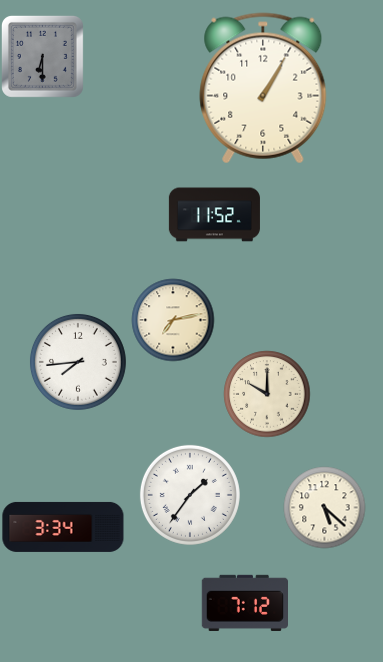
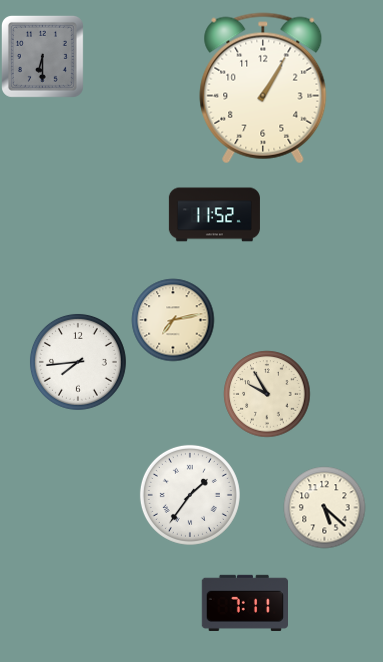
clock at (267, 394): 10:00 -> 9:55
clock at (63, 527): 3:34 -> none
clock at (244, 603): 7:12 -> 7:11
